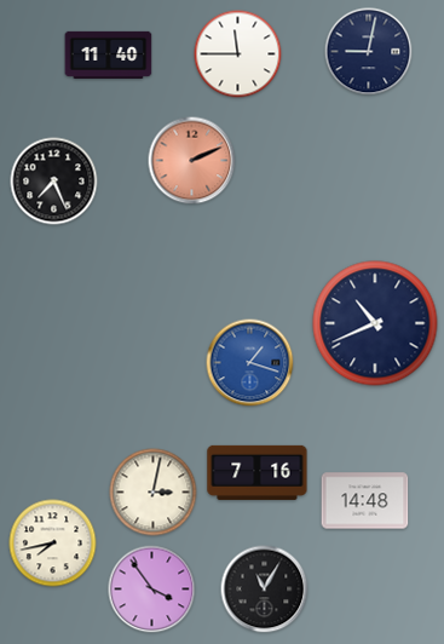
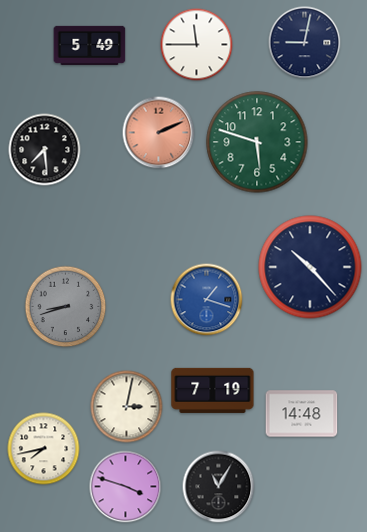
clock at (109, 54): 11:40 -> 5:49
clock at (257, 142): none -> 5:48
clock at (54, 182): 7:26 -> 7:29
clock at (375, 323): 10:41 -> 10:23
clock at (66, 307): none -> 8:42
clock at (258, 472): 7:16 -> 7:19
clock at (152, 590): 3:54 -> 3:48
